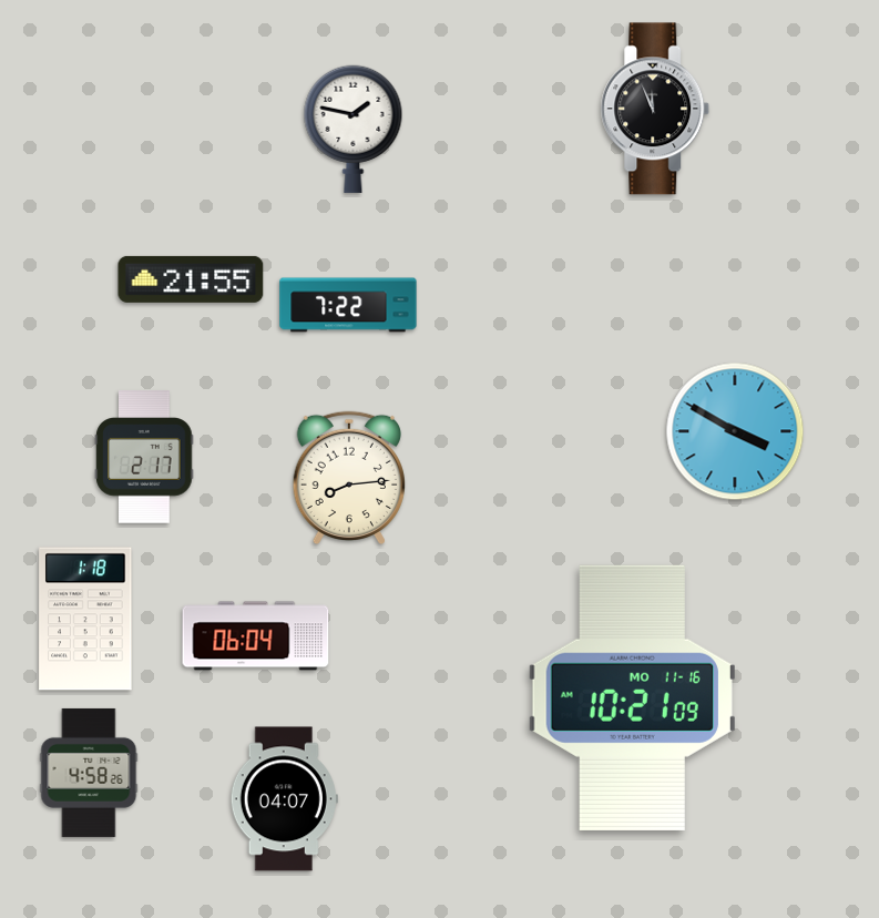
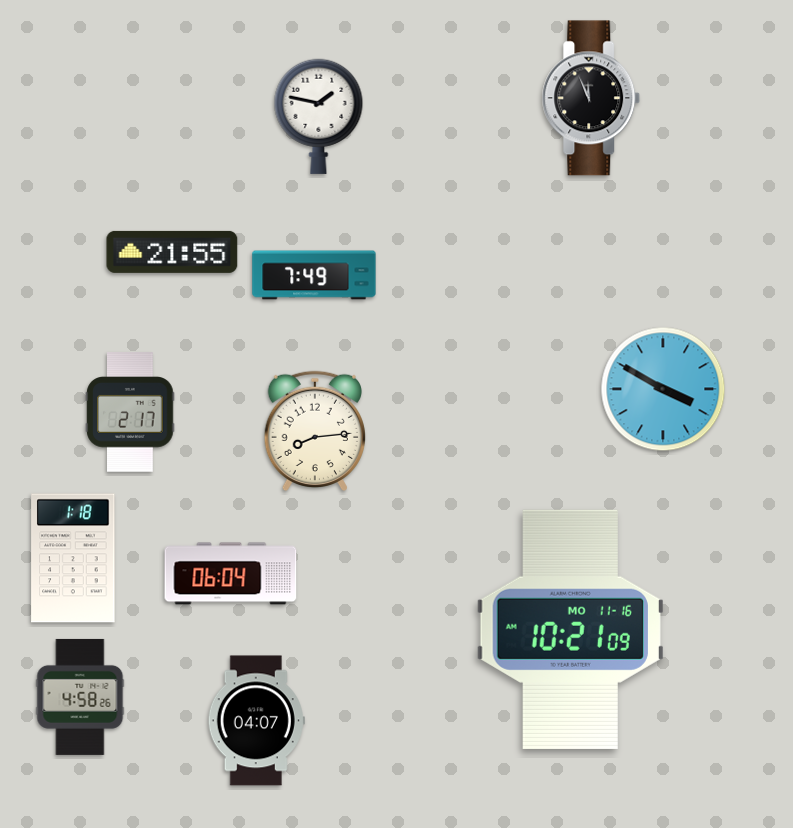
clock at (348, 305): 7:22 -> 7:49
clock at (85, 619) position: (85, 619) -> (73, 558)
